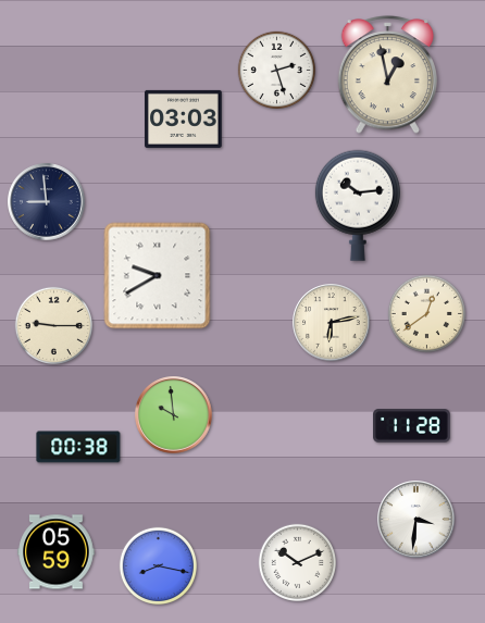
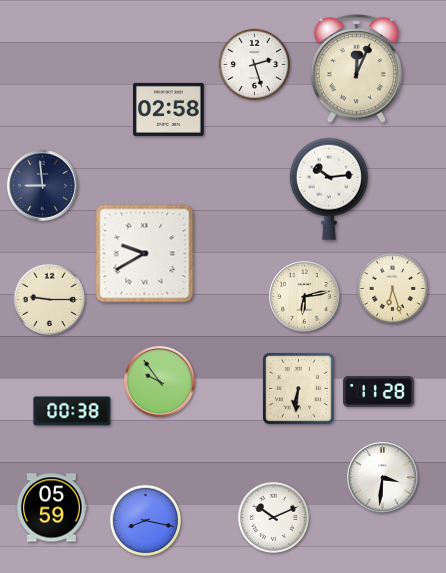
clock at (388, 75): 12:58 -> 12:04
clock at (184, 119): 03:03 -> 02:58
clock at (426, 313): 12:39 -> 6:27
clock at (174, 415): 9:59 -> 9:54
clock at (298, 388): none -> 6:31
